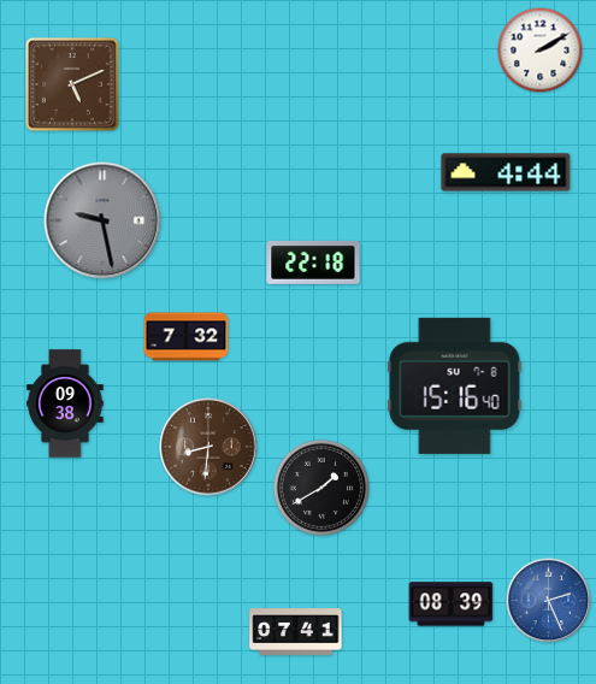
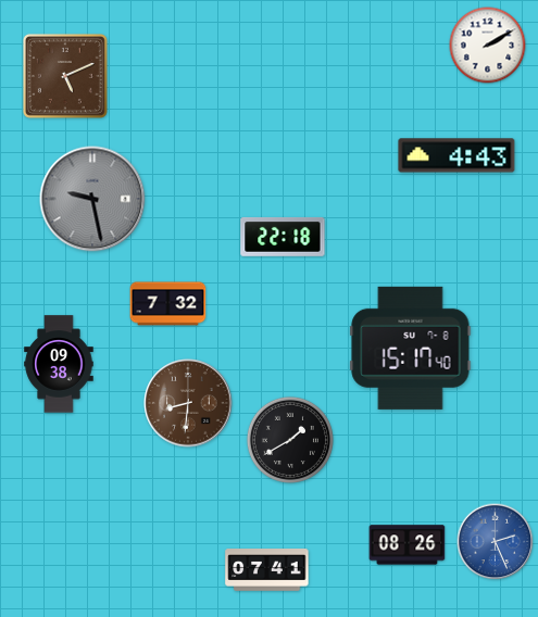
clock at (506, 172): 4:44 -> 4:43
clock at (455, 385): 15:16 -> 15:17
clock at (452, 605): 08:39 -> 08:26
